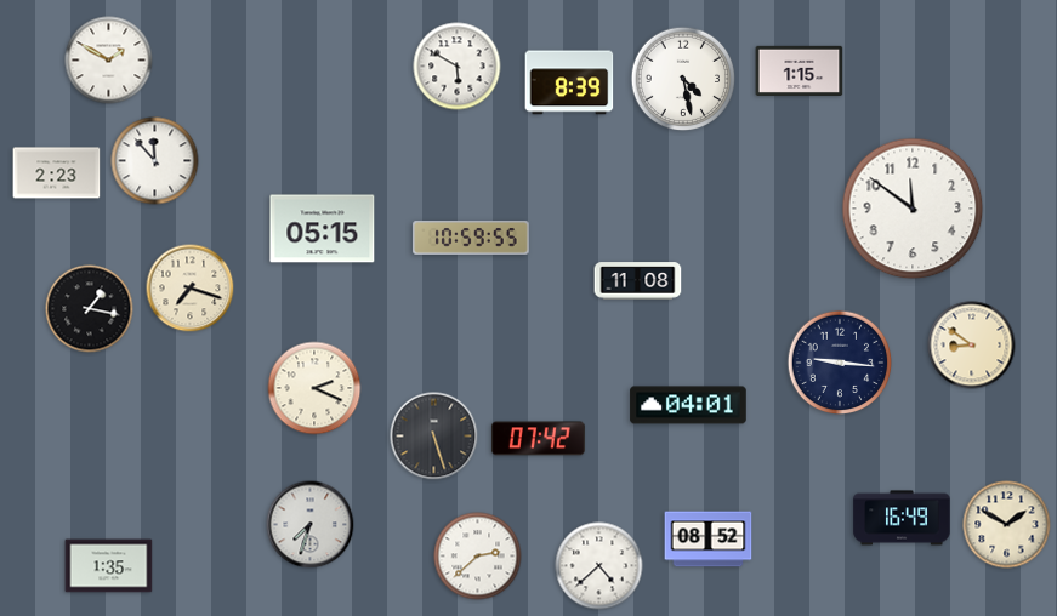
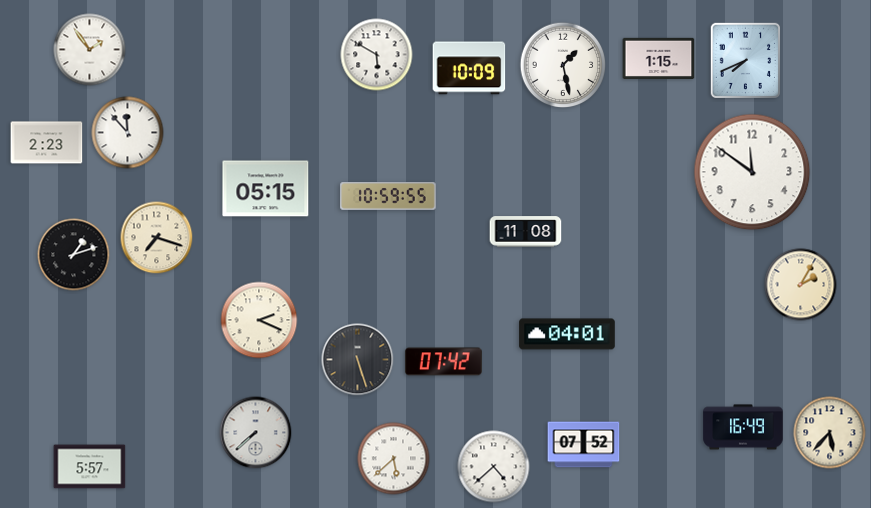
clock at (109, 61): 1:50 -> 1:54
clock at (745, 60): none -> 7:41
clock at (683, 79): 4:28 -> 1:28
clock at (569, 82): 8:39 -> 10:09
clock at (90, 309): 1:17 -> 1:12
clock at (972, 346): 8:51 -> 2:05
clock at (840, 363): 9:16 -> none
clock at (311, 525): 7:33 -> 7:38
clock at (1007, 525): 1:50 -> 5:37
clock at (709, 540): 08:52 -> 07:52
clock at (478, 557): 2:38 -> 5:38
clock at (109, 566): 1:35 -> 5:57
